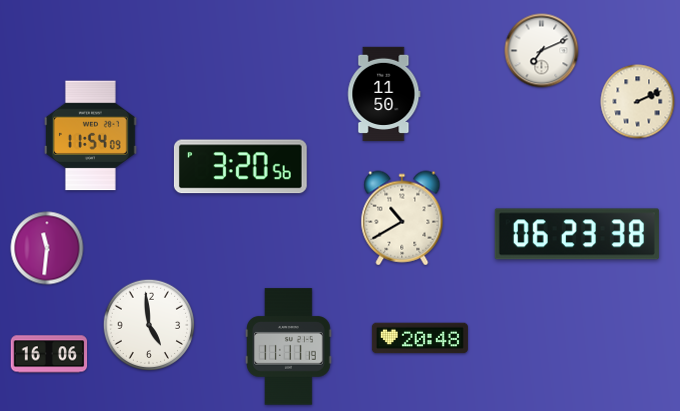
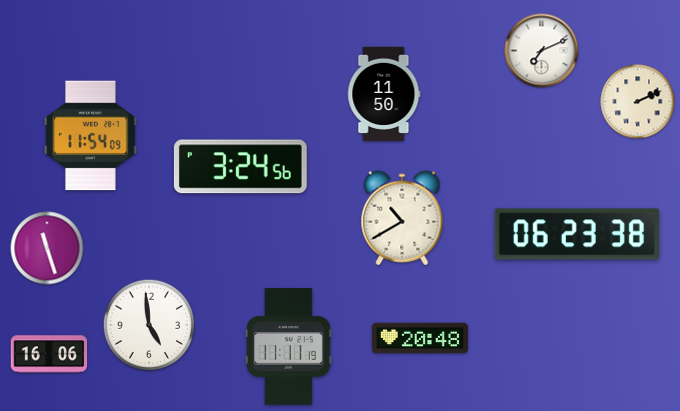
clock at (240, 167): 3:20 -> 3:24
clock at (47, 248): 11:31 -> 11:27
